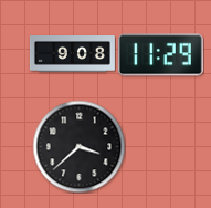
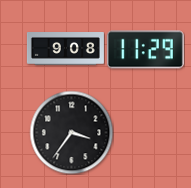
clock at (78, 146): 3:38 -> 3:36
